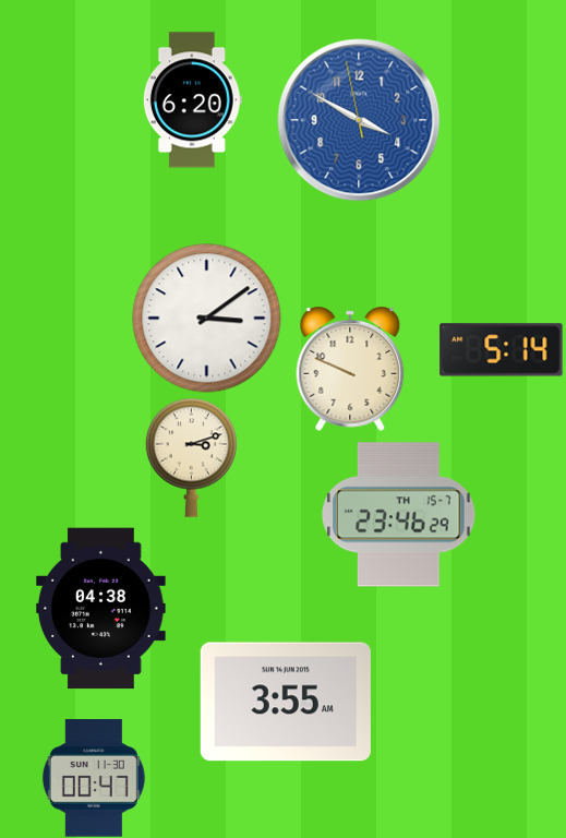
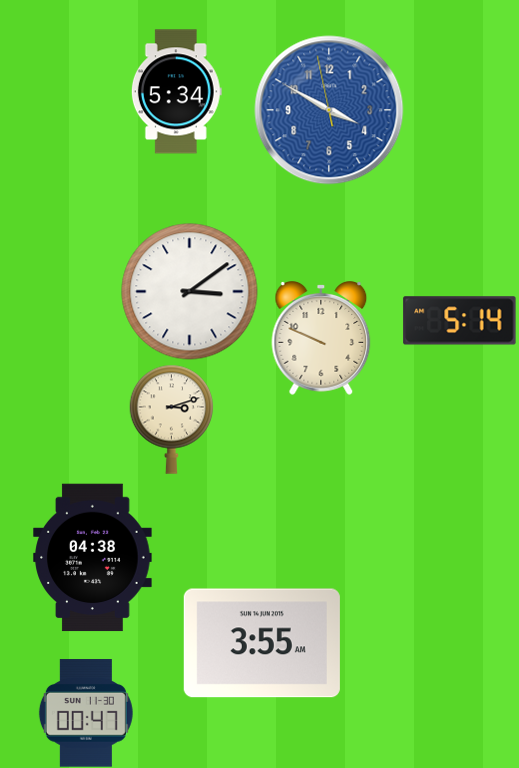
clock at (192, 100): 6:20 -> 5:34
clock at (192, 457) position: (192, 457) -> (172, 419)
clock at (399, 515): 23:46 -> none
